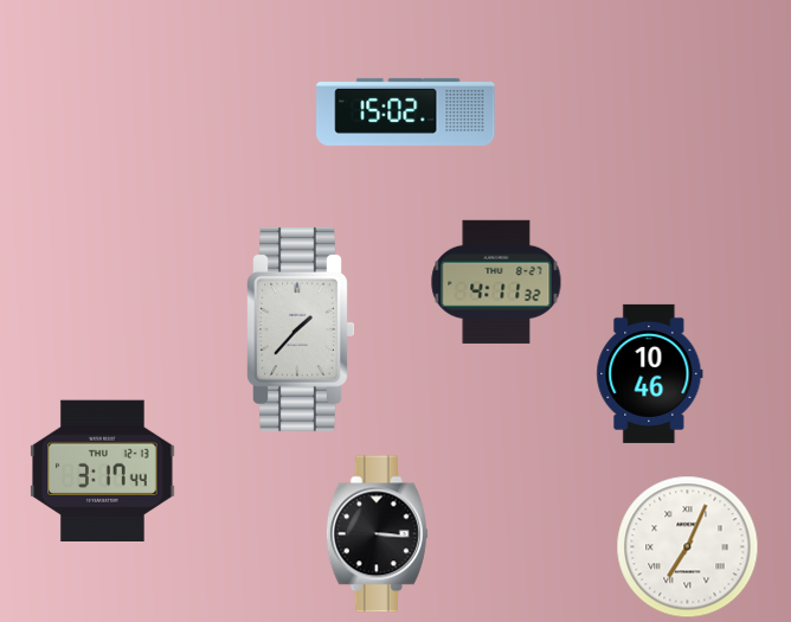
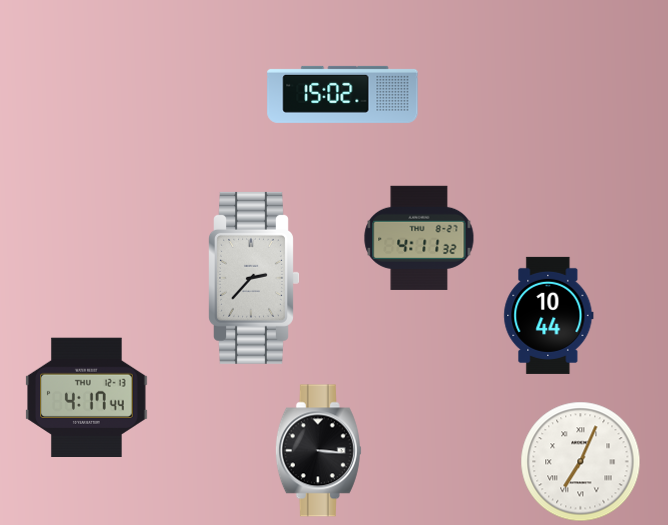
clock at (302, 329): 1:37 -> 2:37
clock at (650, 373): 10:46 -> 10:44
clock at (103, 470): 3:17 -> 4:17
